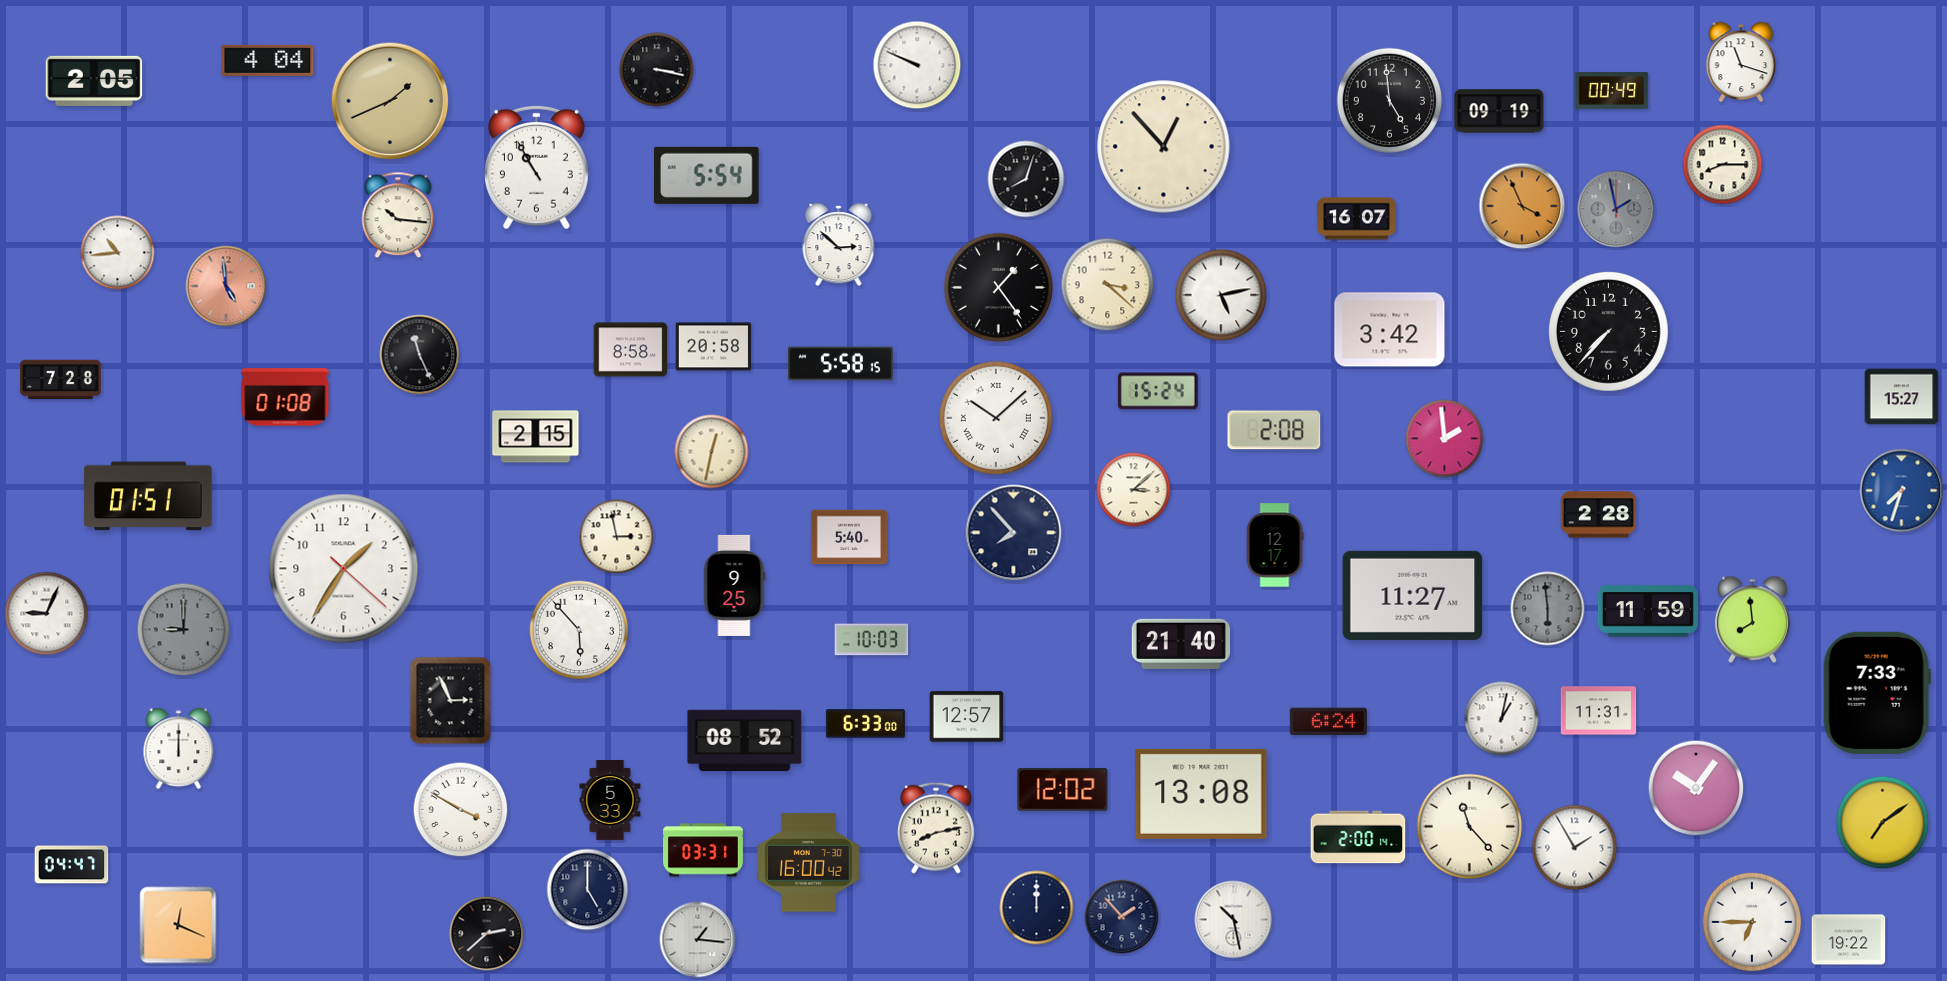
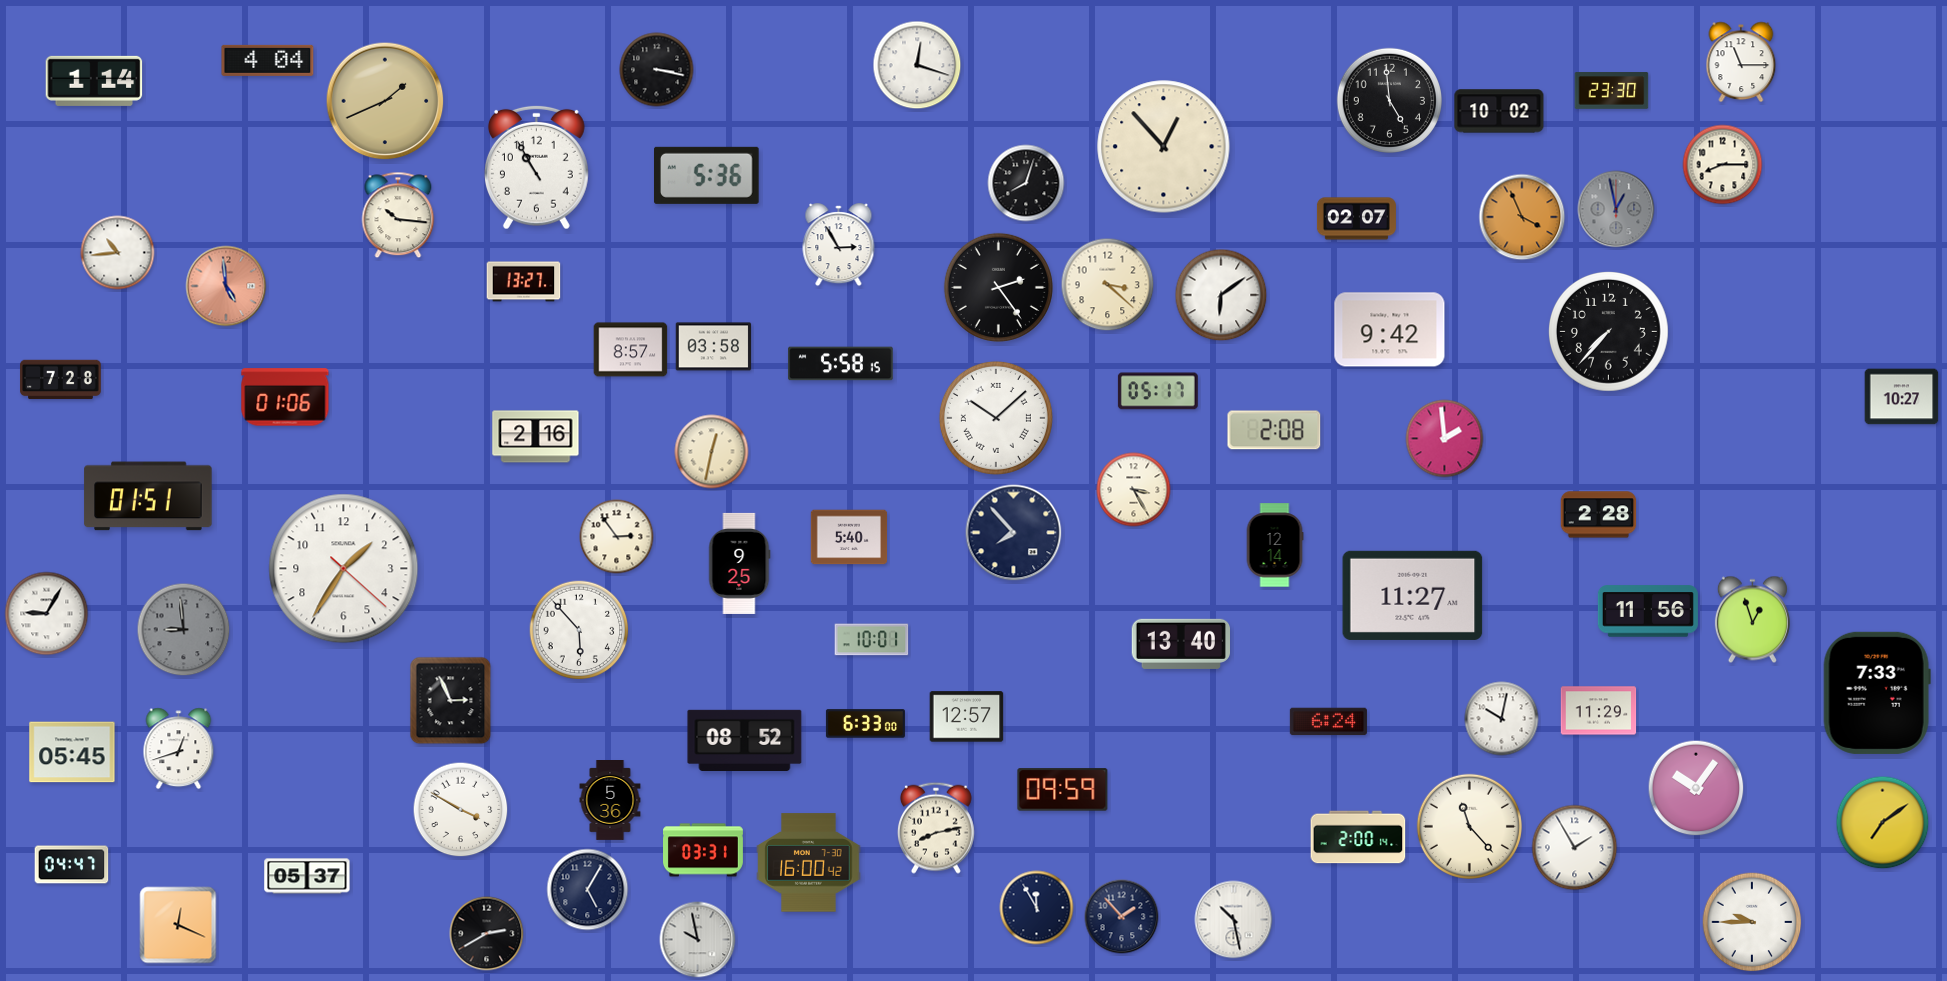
clock at (1741, 62): 11:18 -> 11:15
clock at (917, 65): 9:49 -> 12:18
clock at (94, 81): 2:05 -> 1:14
clock at (1612, 91): 00:49 -> 23:30
clock at (390, 101) position: (390, 101) -> (385, 101)
clock at (1499, 111): 09:19 -> 10:02
clock at (707, 175): 5:54 -> 5:36
clock at (1026, 179) position: (1026, 179) -> (1026, 183)
clock at (1522, 206) position: (1522, 206) -> (1522, 217)
clock at (1616, 209): 1:58 -> 12:58
clock at (1356, 219): 16:07 -> 02:07
clock at (839, 245): 2:52 -> 2:55
clock at (524, 282): none -> 13:27
clock at (998, 287): 1:24 -> 2:24
clock at (1221, 295): 5:13 -> 6:09
clock at (1390, 330): 3:42 -> 9:42
clock at (714, 347): 20:58 -> 03:58
clock at (631, 350): 8:58 -> 8:57
clock at (420, 355): 11:26 -> none
clock at (1158, 391): 15:24 -> 05:17
clock at (285, 397): 01:08 -> 01:06
clock at (1902, 397): 15:27 -> 10:27
clock at (536, 437): 2:15 -> 2:16
clock at (1134, 490): 3:08 -> 3:25
clock at (1902, 491): 7:33 -> none
clock at (617, 537): 2:58 -> 2:54
clock at (1275, 545): 12:17 -> 12:14
clock at (735, 585) position: (735, 585) -> (740, 563)
clock at (1548, 609): 5:59 -> none
clock at (1648, 611): 11:59 -> 11:56
clock at (47, 614): 9:04 -> 9:05
clock at (1752, 620): 7:59 -> 12:57
clock at (184, 630): 9:00 -> 8:59
clock at (872, 640): 10:03 -> 10:01
clock at (1180, 644): 21:40 -> 13:40
clock at (1599, 711): 11:31 -> 11:29
clock at (1502, 719): 1:02 -> 10:02
clock at (179, 749): 12:00 -> 12:42
clock at (72, 752): none -> 05:45
clock at (1063, 790): 12:02 -> 09:59
clock at (1201, 794): 13:08 -> none
clock at (610, 801): 5:33 -> 5:36
clock at (307, 876): none -> 05:37
clock at (588, 890): 5:00 -> 5:05
clock at (1037, 908): 12:00 -> 11:55
clock at (1752, 922): 6:45 -> 9:45
clock at (487, 934): 2:38 -> 2:40
clock at (698, 940): 1:16 -> 9:58
clock at (1849, 940): 19:22 -> none
